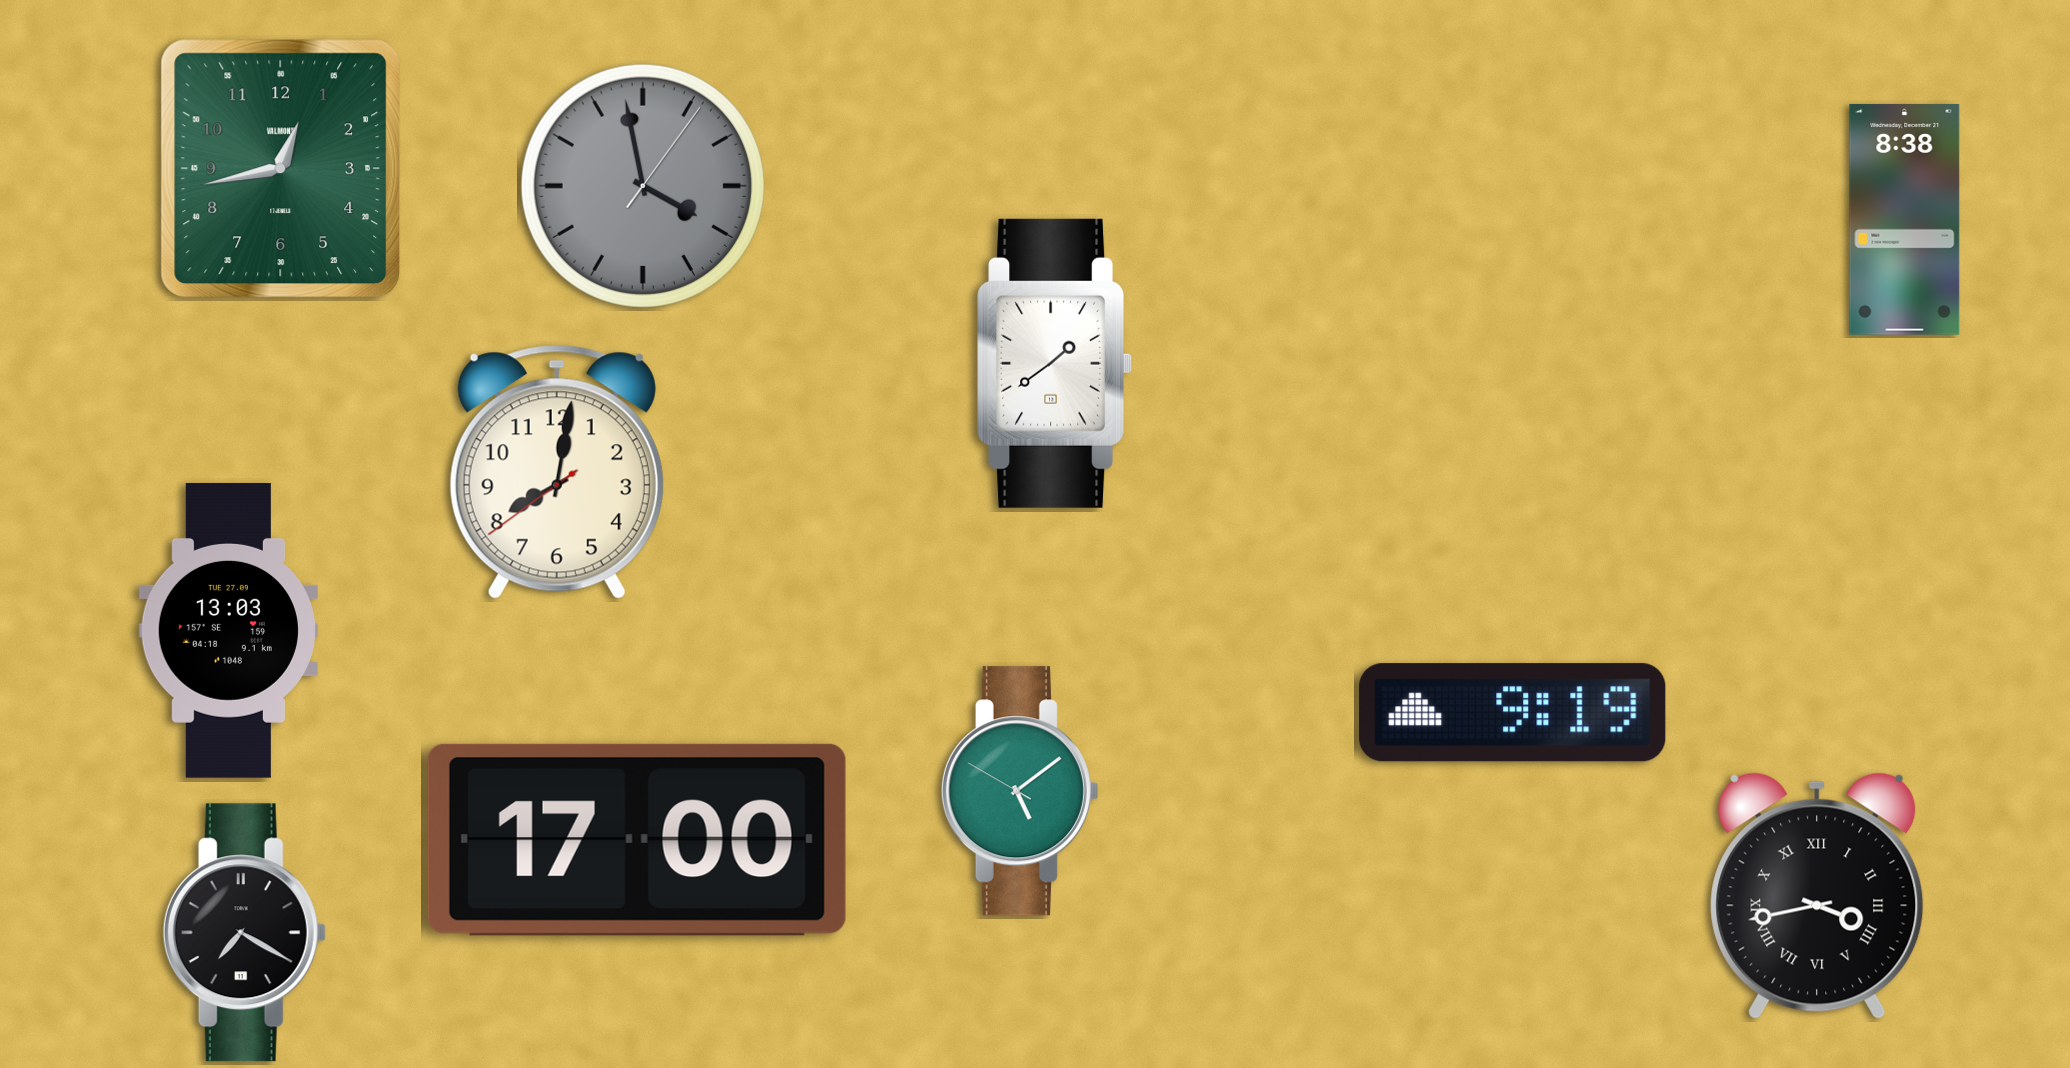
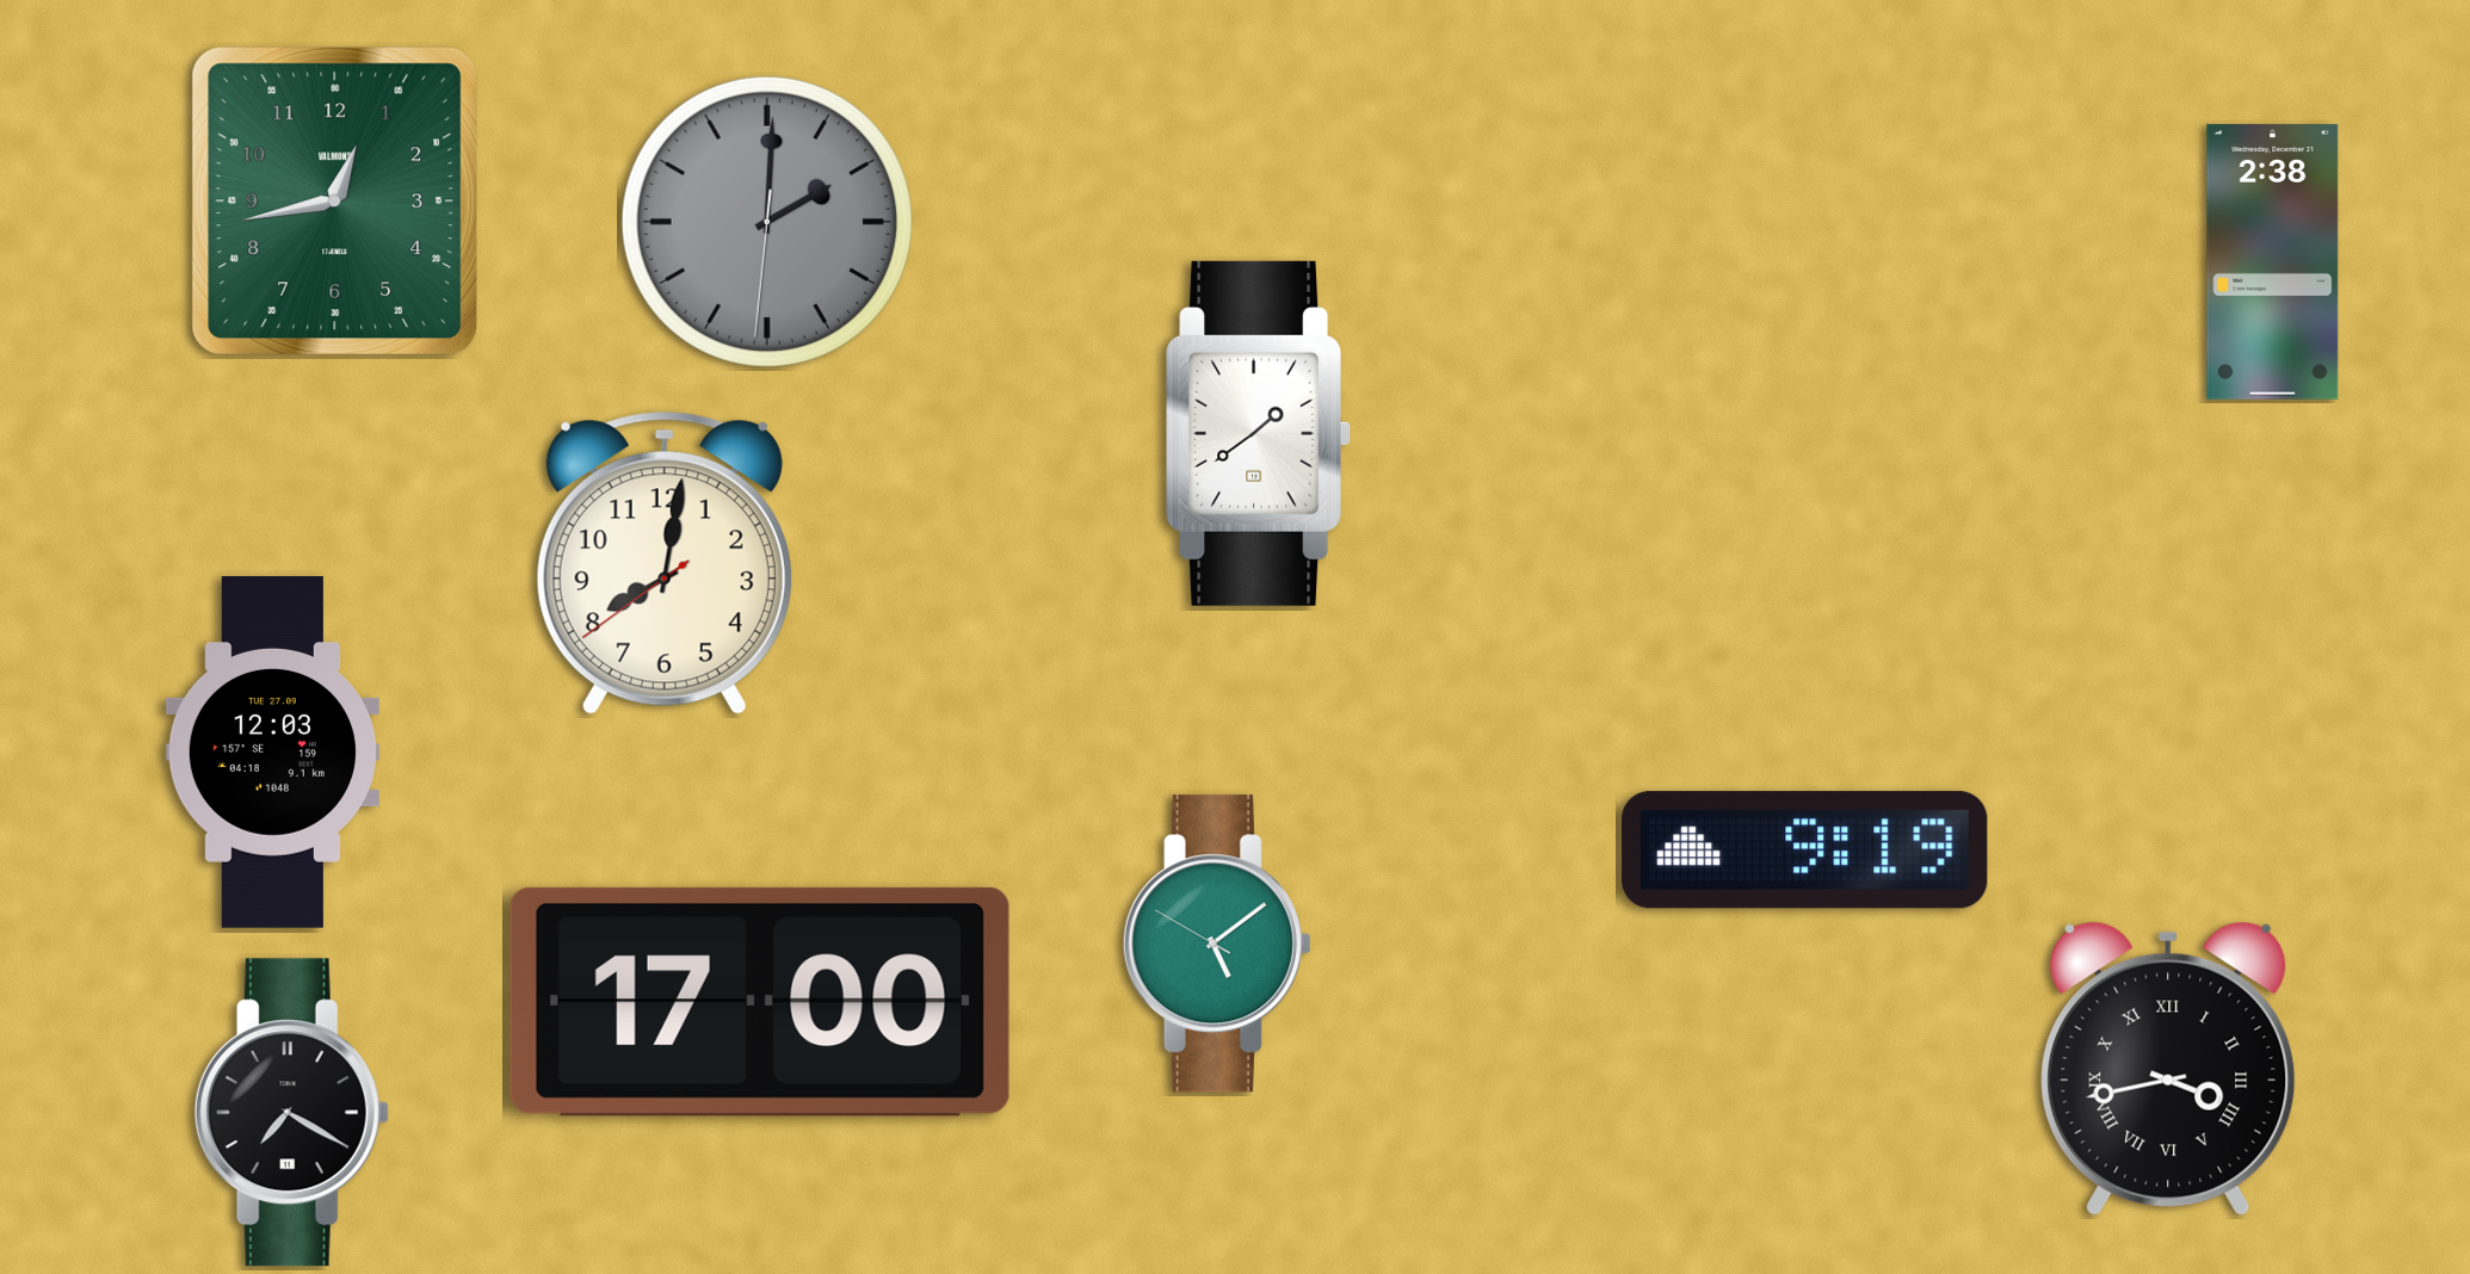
clock at (643, 186): 3:58 -> 2:00
clock at (1905, 219): 8:38 -> 2:38
clock at (228, 631): 13:03 -> 12:03
